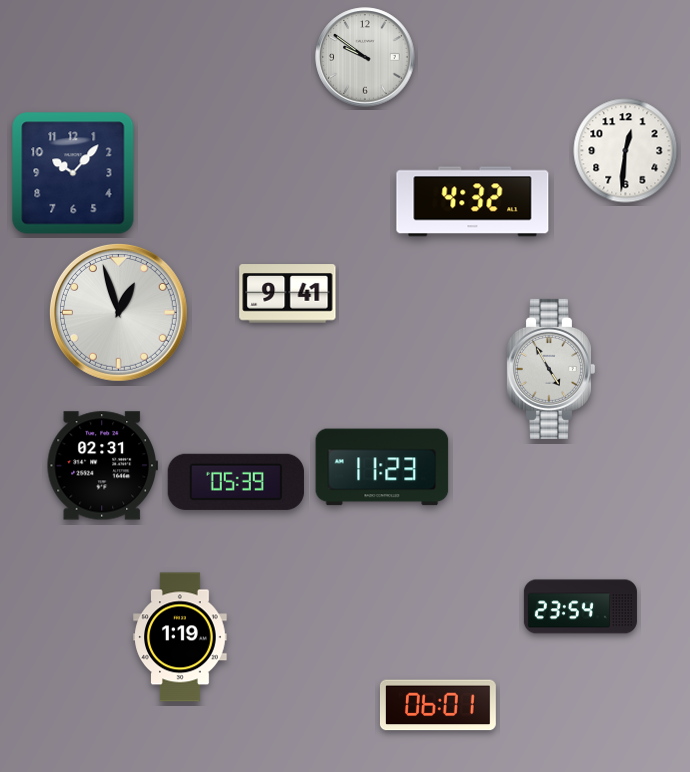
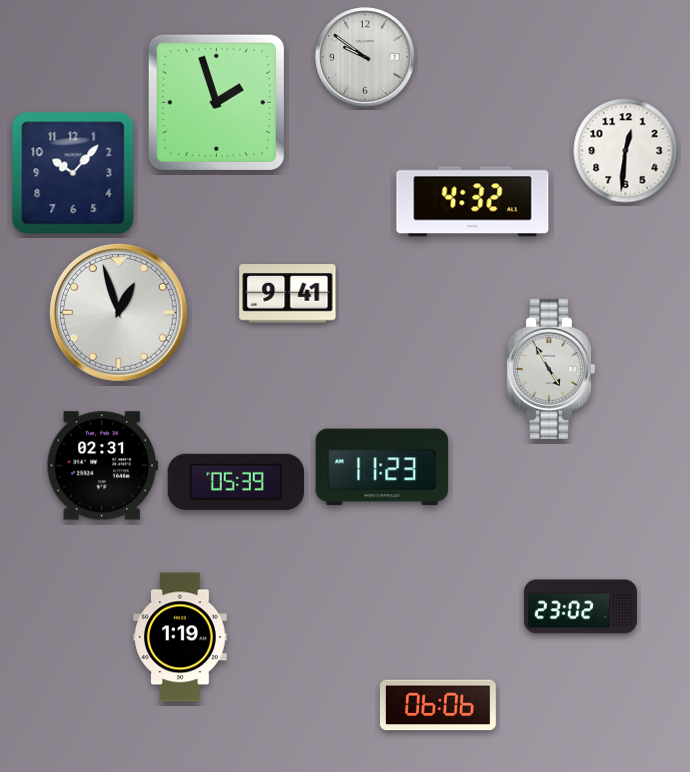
clock at (216, 102): none -> 1:57
clock at (580, 607): 23:54 -> 23:02
clock at (438, 705): 06:01 -> 06:06
